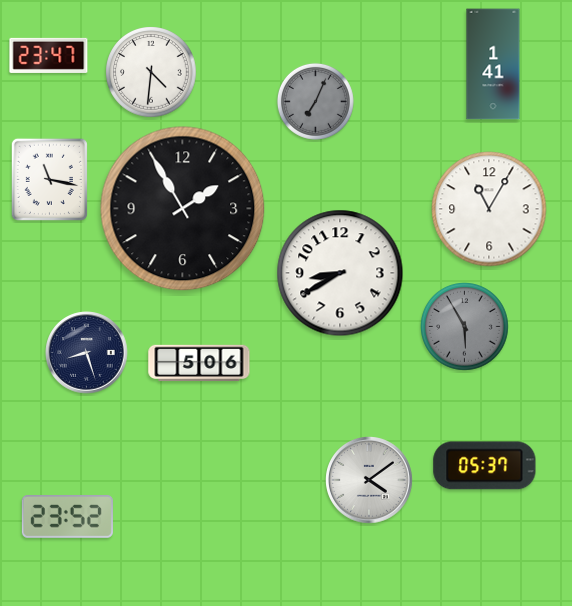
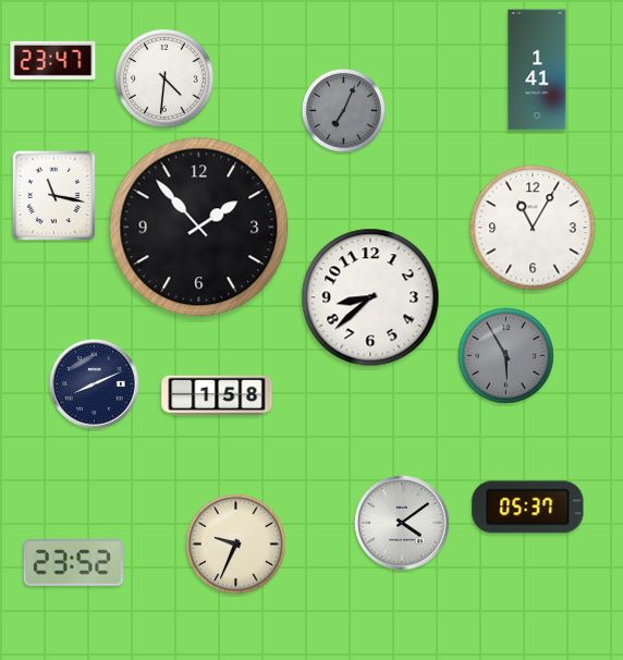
clock at (183, 209): 1:55 -> 1:53
clock at (340, 273): 8:40 -> 8:38
clock at (87, 353): 8:27 -> 8:11
clock at (199, 363): 5:06 -> 1:58
clock at (236, 545): none -> 9:34
